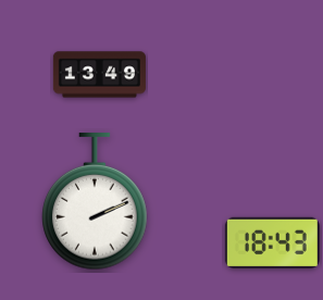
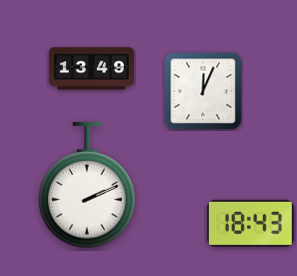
clock at (203, 91): none -> 12:04
